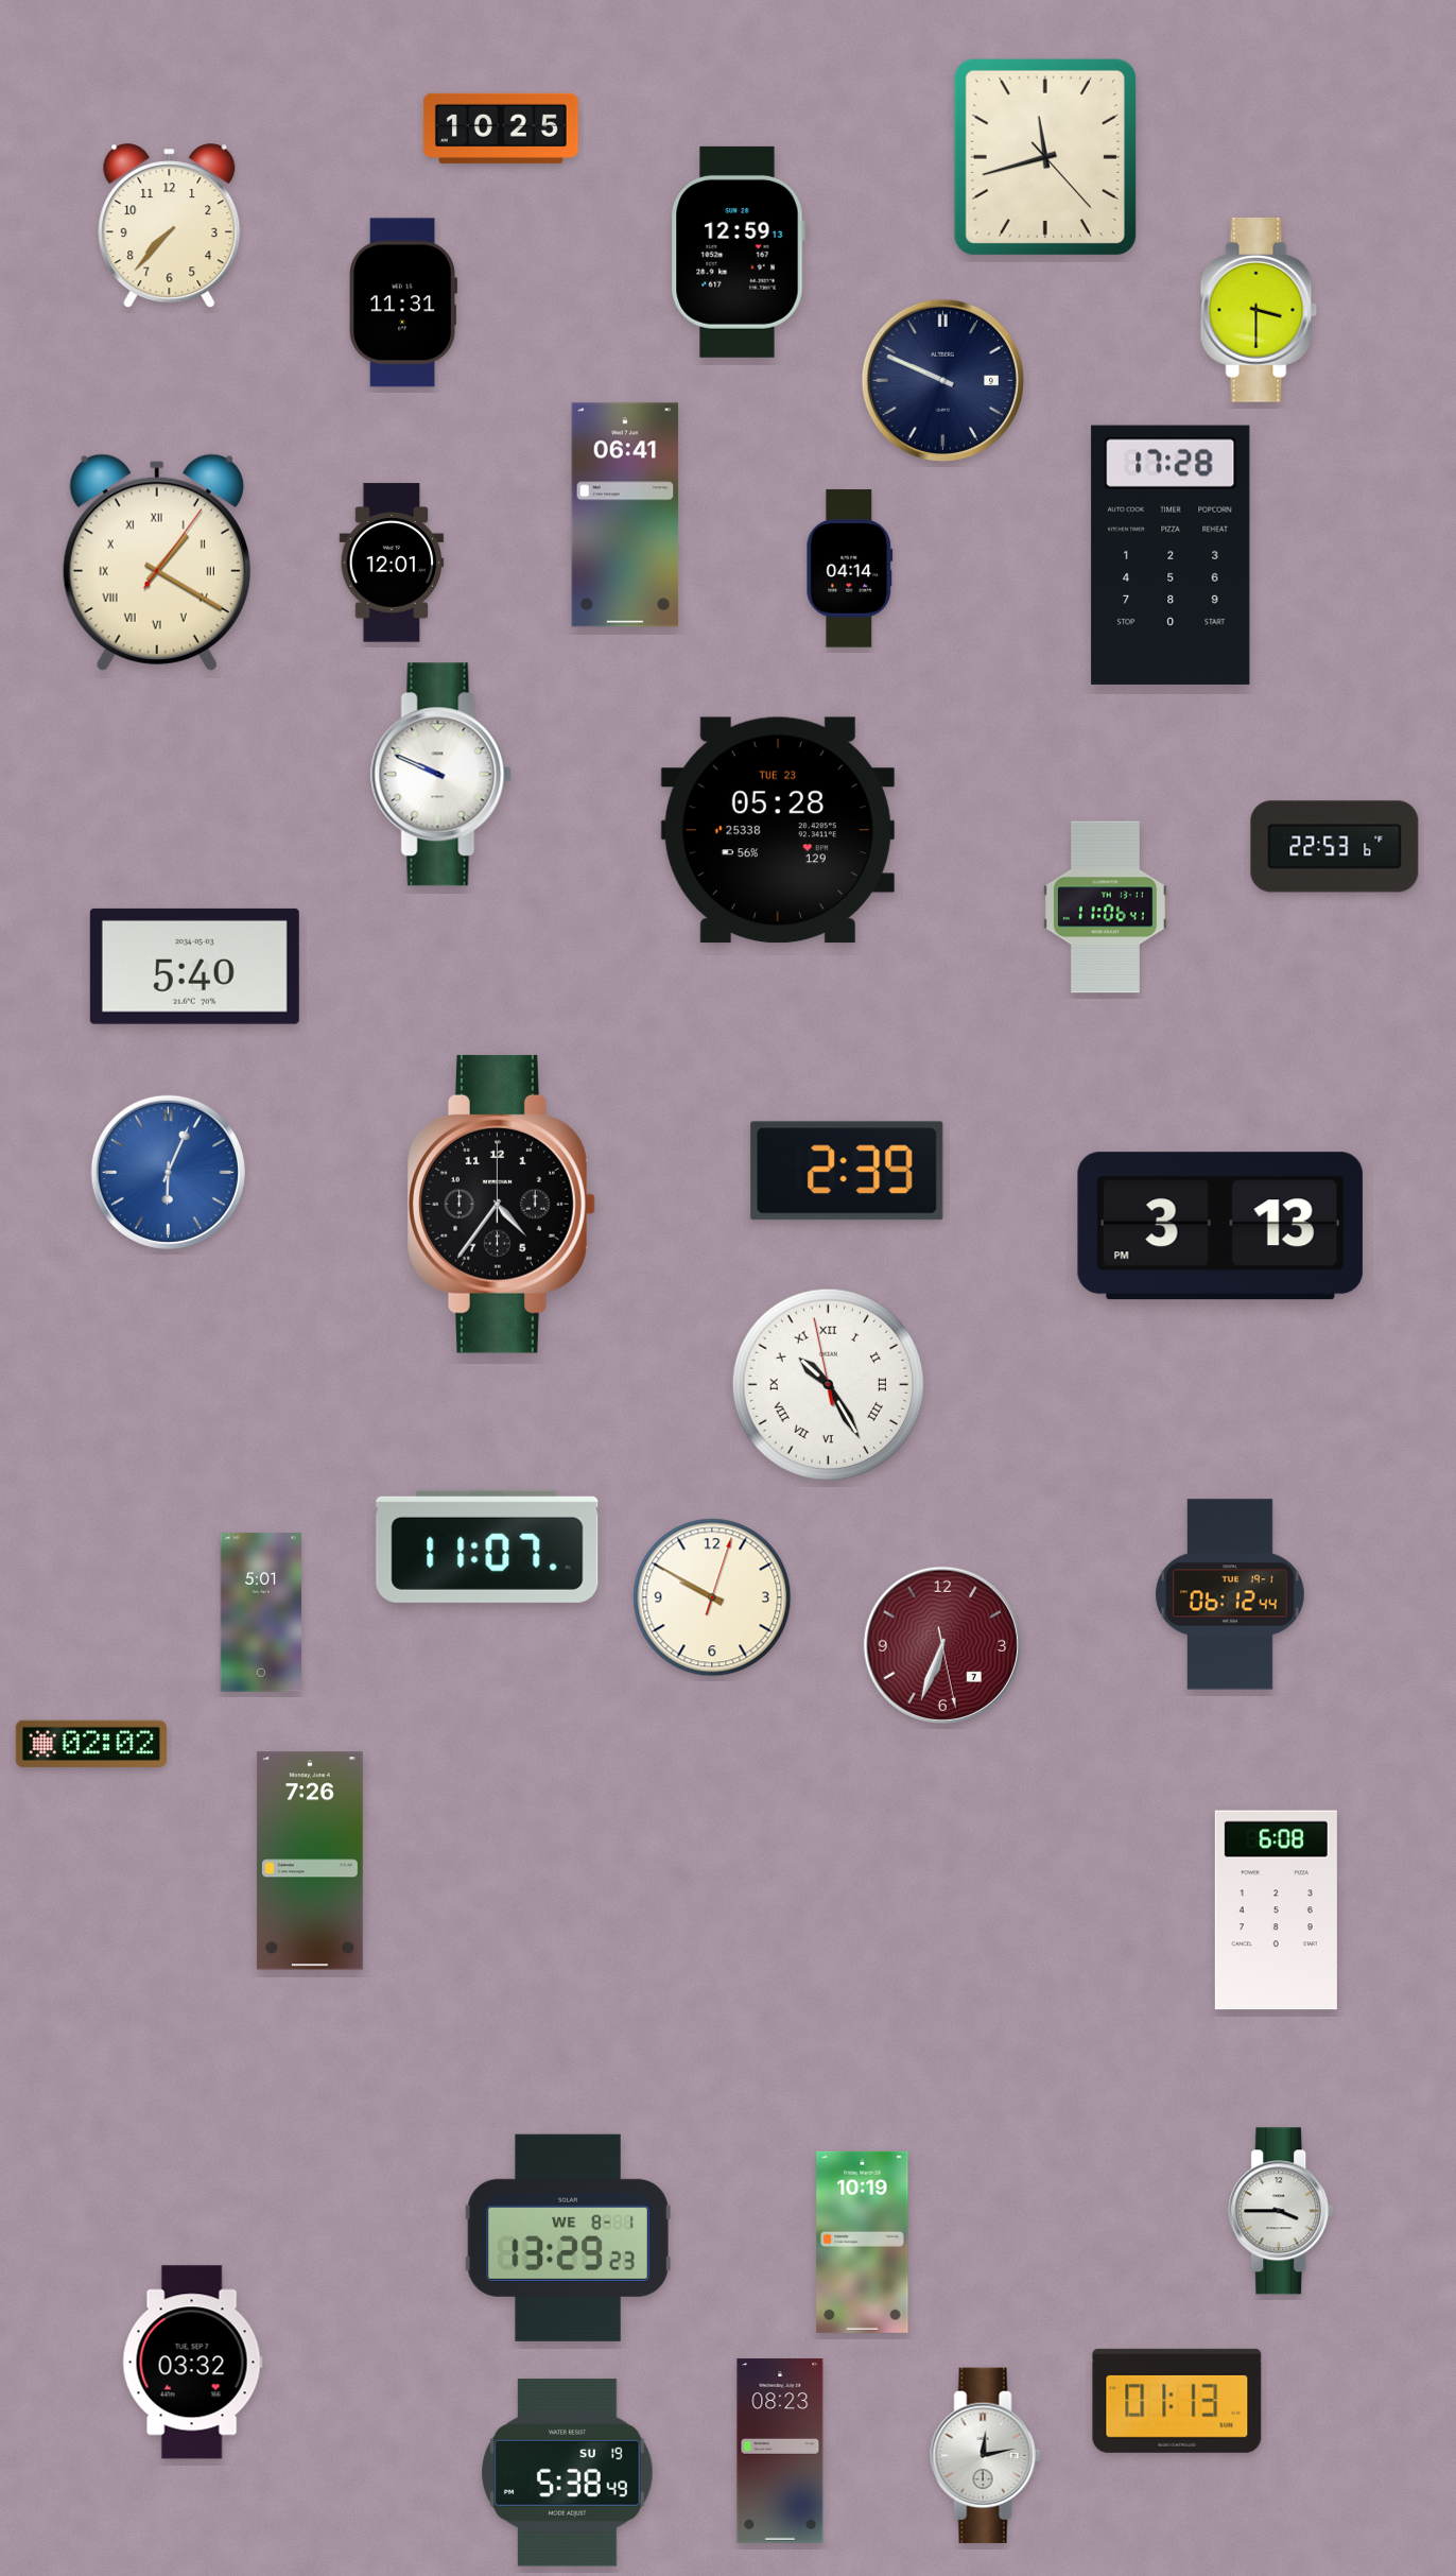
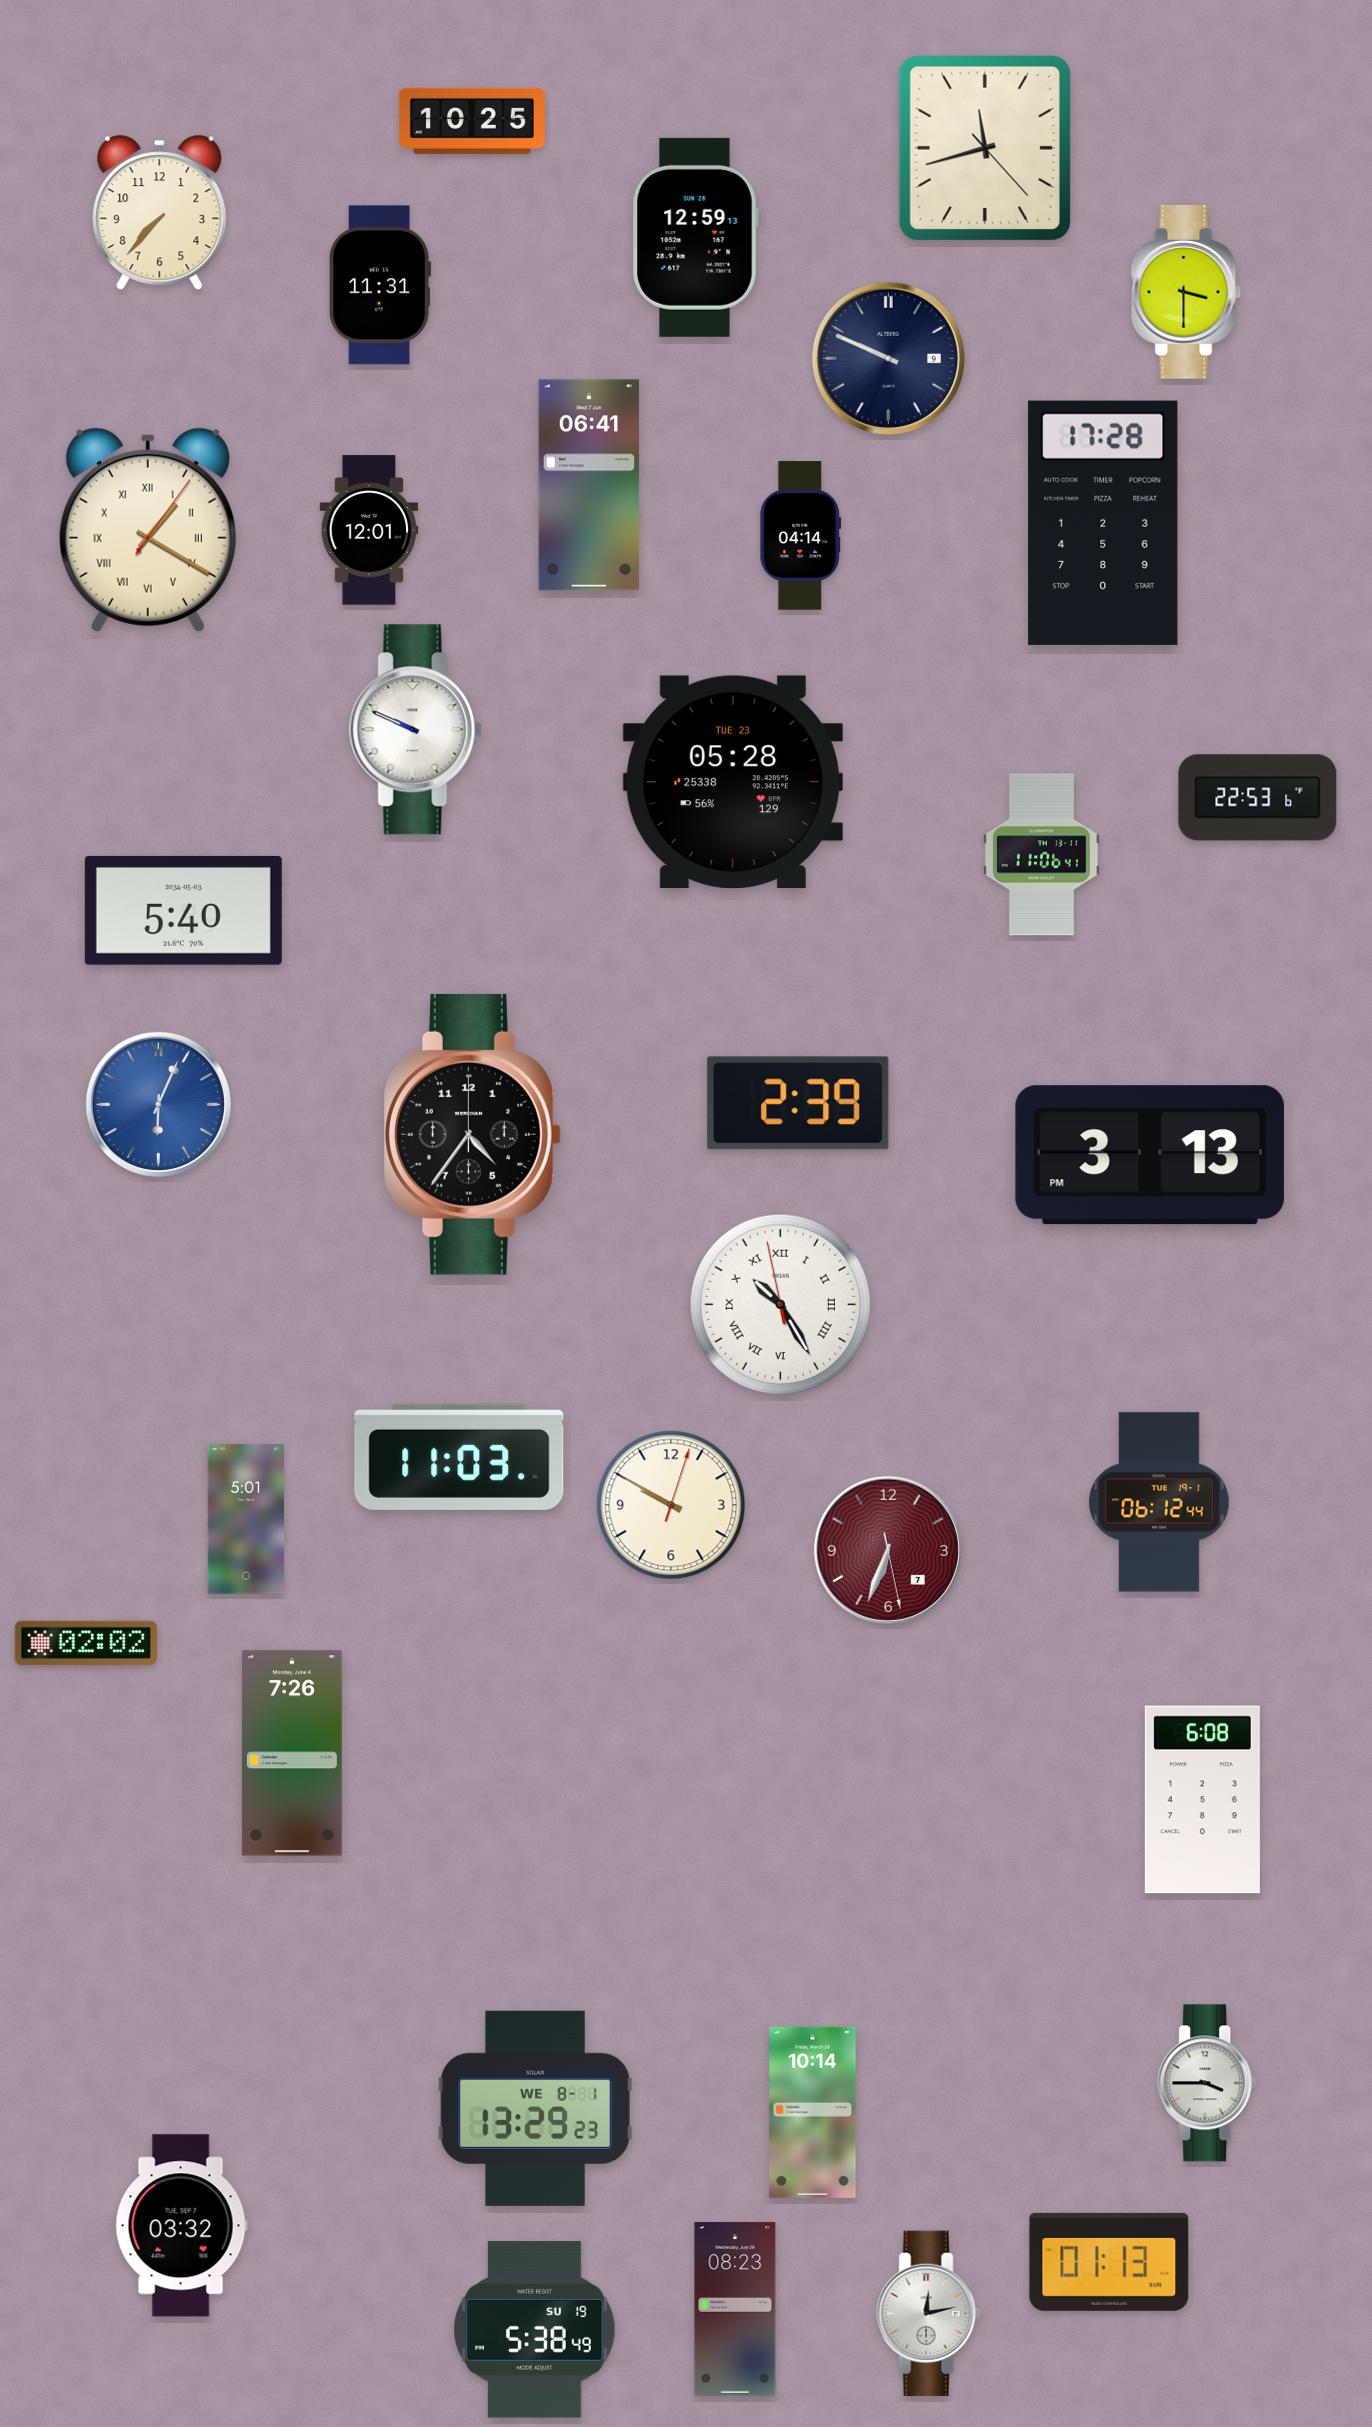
clock at (487, 1546): 11:07 -> 11:03
clock at (863, 2242): 10:19 -> 10:14
